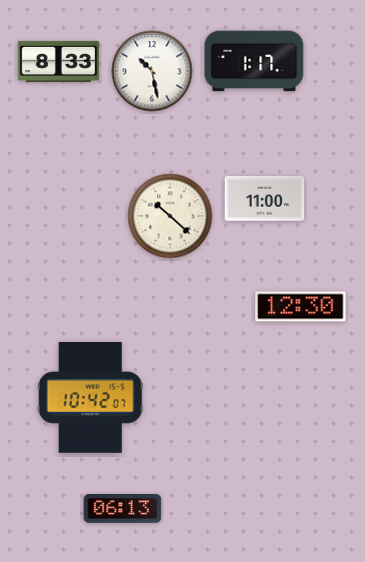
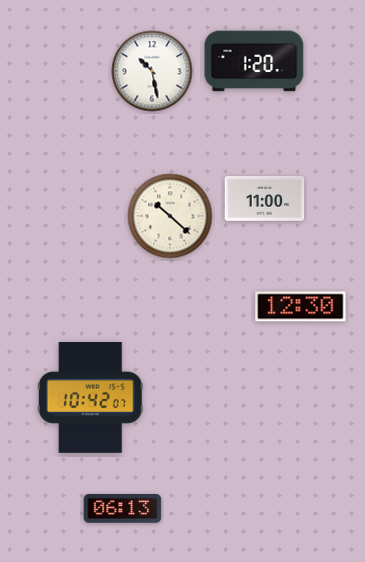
clock at (59, 61): 8:33 -> none
clock at (254, 61): 1:17 -> 1:20
